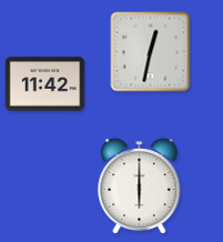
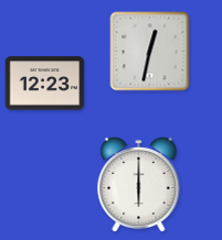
clock at (45, 84): 11:42 -> 12:23
